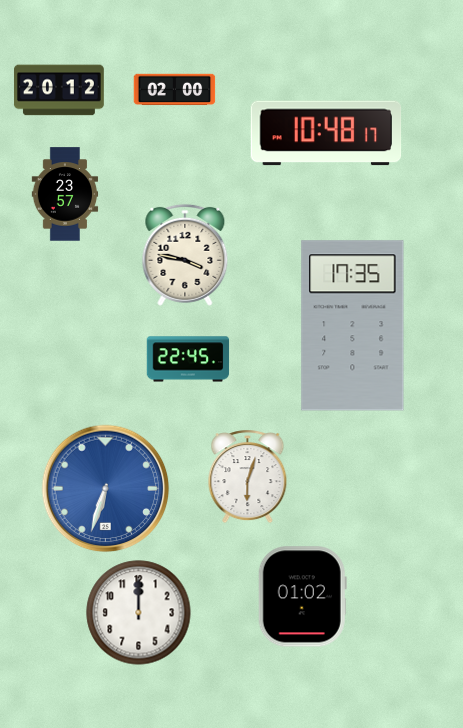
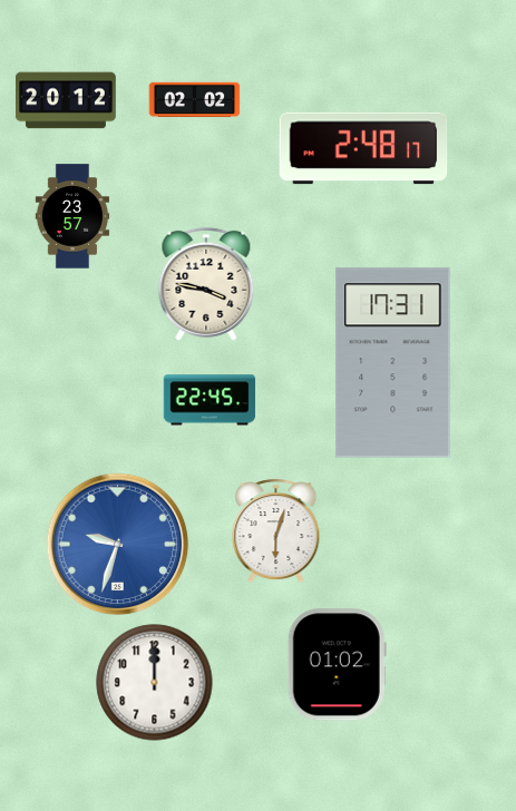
clock at (175, 90): 02:00 -> 02:02
clock at (326, 133): 10:48 -> 2:48
clock at (353, 326): 17:35 -> 17:31
clock at (106, 489): 6:33 -> 9:33
